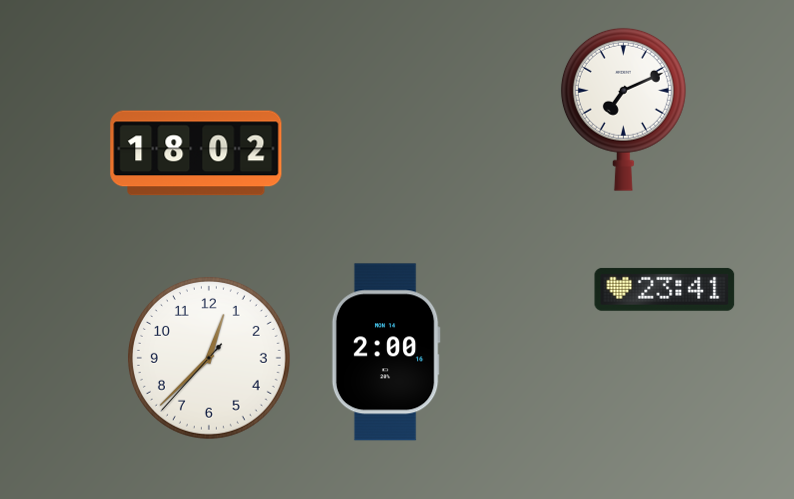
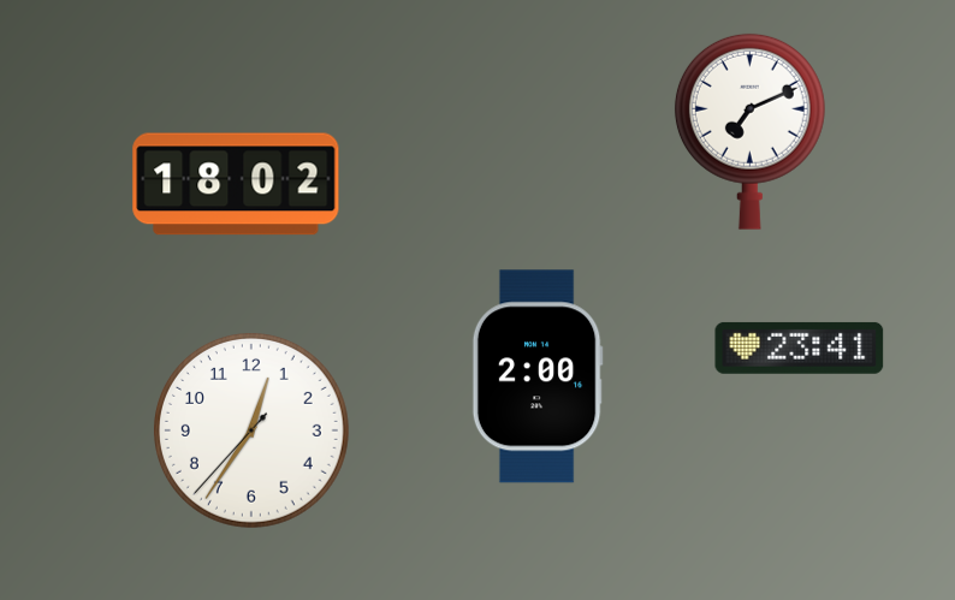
clock at (386, 352) position: (386, 352) -> (538, 376)
clock at (209, 358): 12:37 -> 12:35
